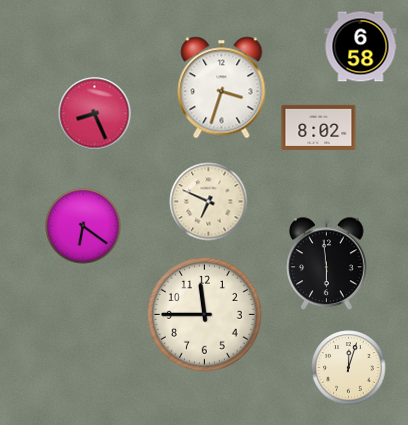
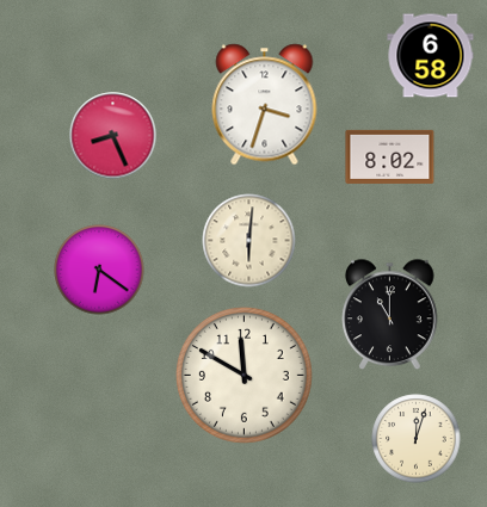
clock at (319, 127) position: (319, 127) -> (390, 156)
clock at (209, 202): 6:49 -> 6:01
clock at (327, 264): 5:59 -> 11:00
clock at (204, 314): 11:45 -> 11:50
